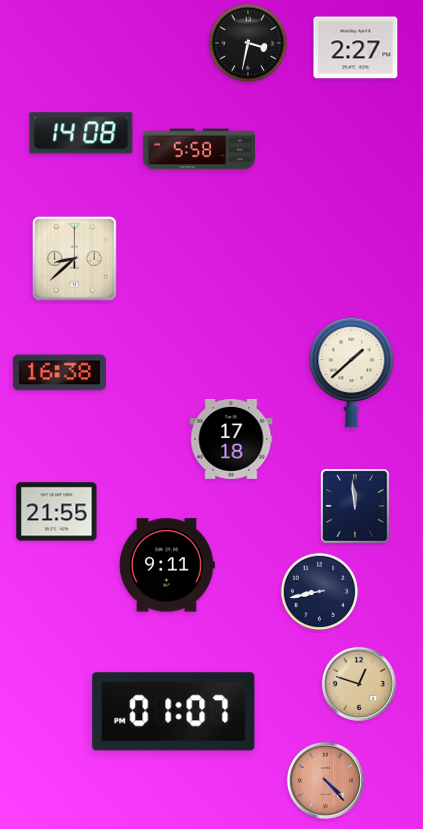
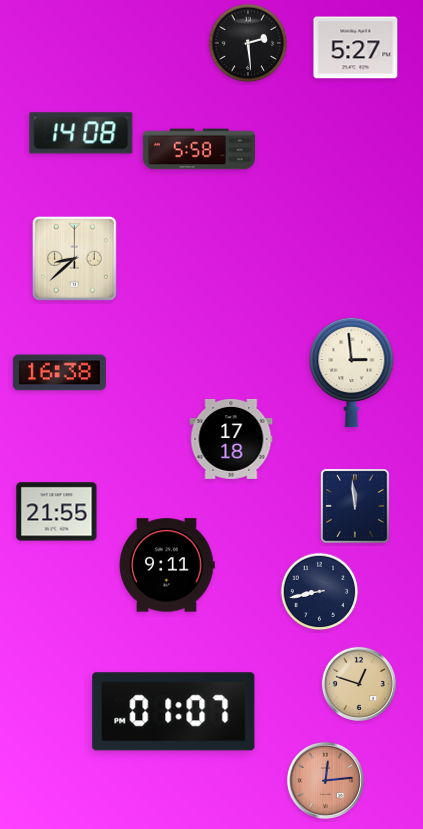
clock at (248, 43): 3:32 -> 2:29
clock at (356, 48): 2:27 -> 5:27
clock at (352, 372): 1:38 -> 2:59
clock at (325, 780): 4:23 -> 12:14
